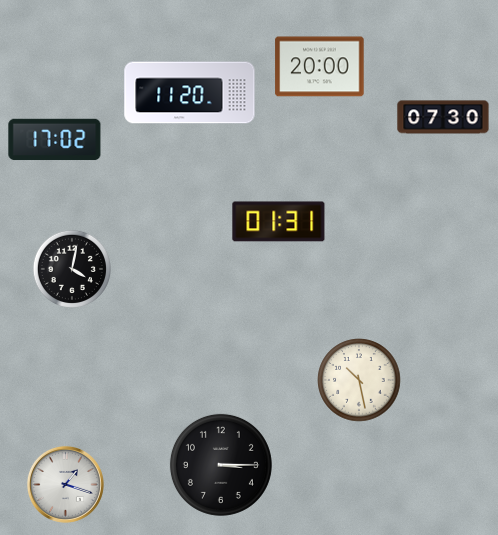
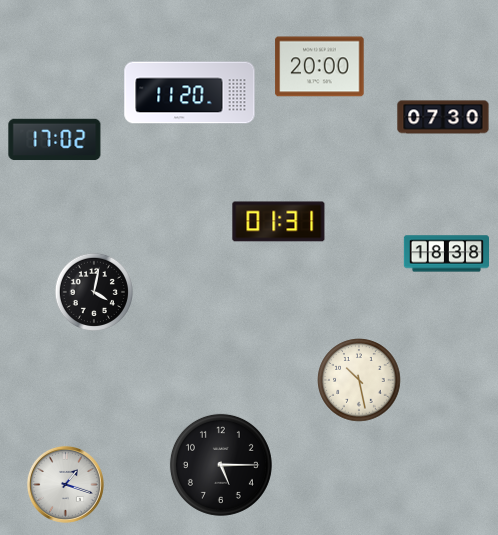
clock at (446, 254): none -> 18:38
clock at (71, 268) position: (71, 268) -> (93, 291)
clock at (221, 465): 3:15 -> 5:15
